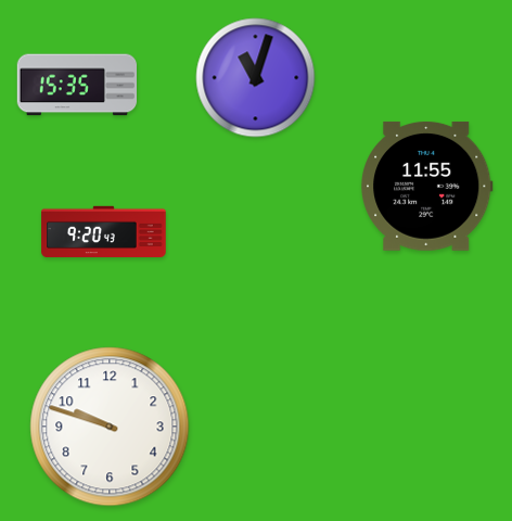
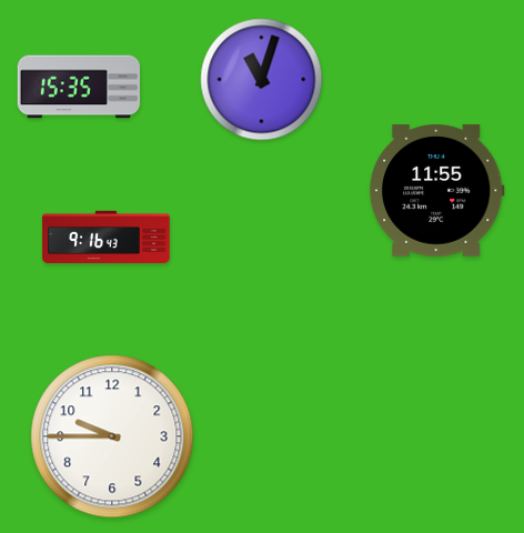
clock at (104, 231): 9:20 -> 9:16
clock at (110, 427): 9:48 -> 9:45
